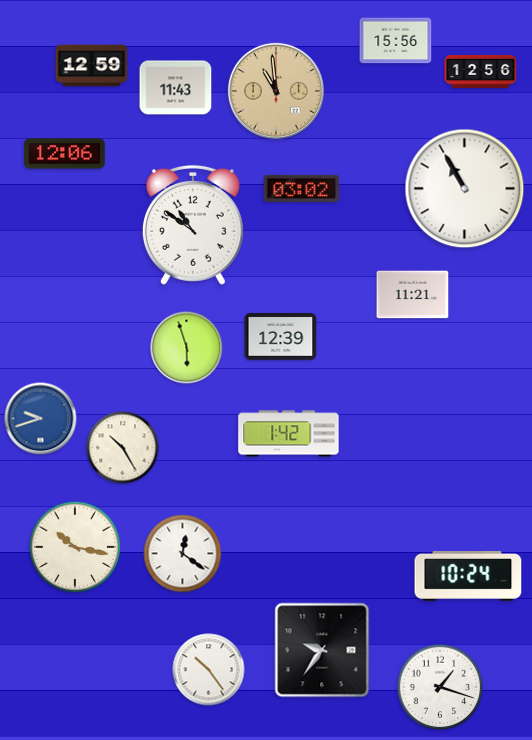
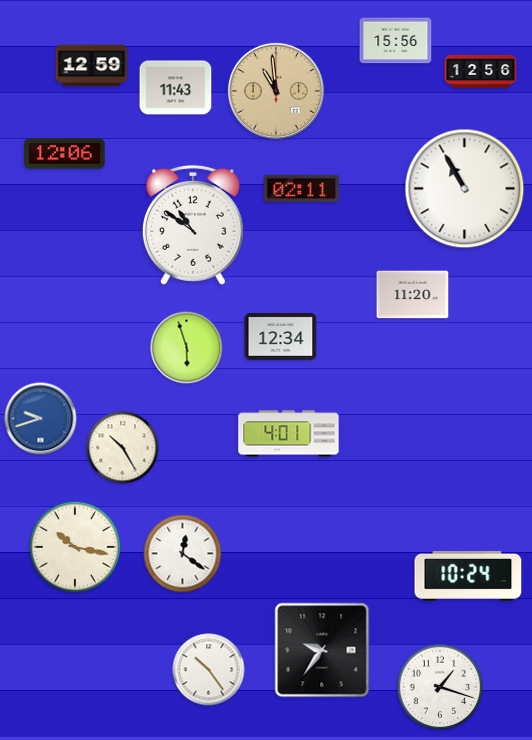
clock at (302, 188): 03:02 -> 02:11
clock at (413, 295): 11:21 -> 11:20
clock at (281, 337): 12:39 -> 12:34
clock at (289, 434): 1:42 -> 4:01
